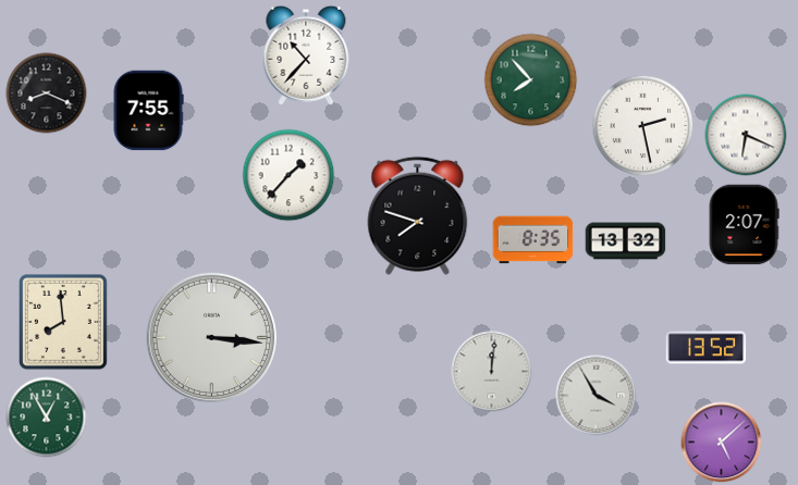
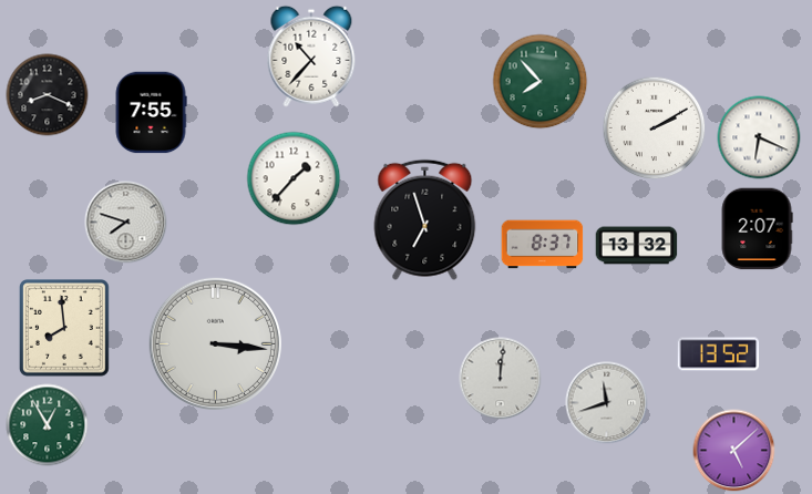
clock at (643, 126): 2:28 -> 2:10
clock at (418, 215): 7:48 -> 6:57
clock at (126, 223): none -> 7:48
clock at (533, 240): 8:35 -> 8:37
clock at (597, 396): 3:55 -> 11:42
